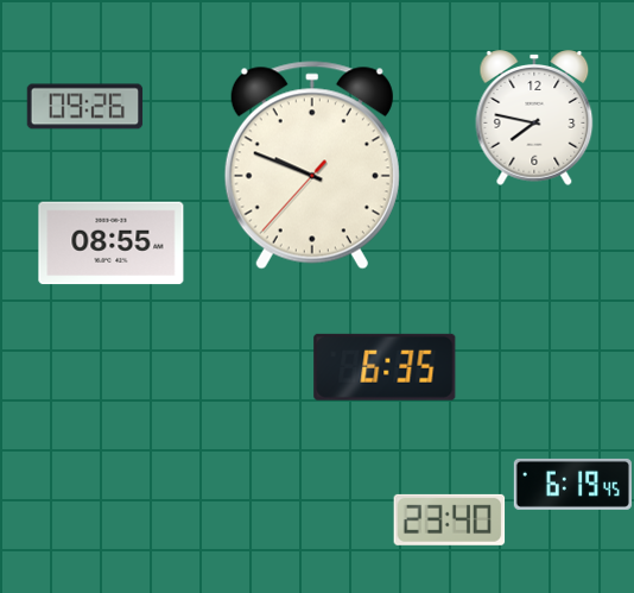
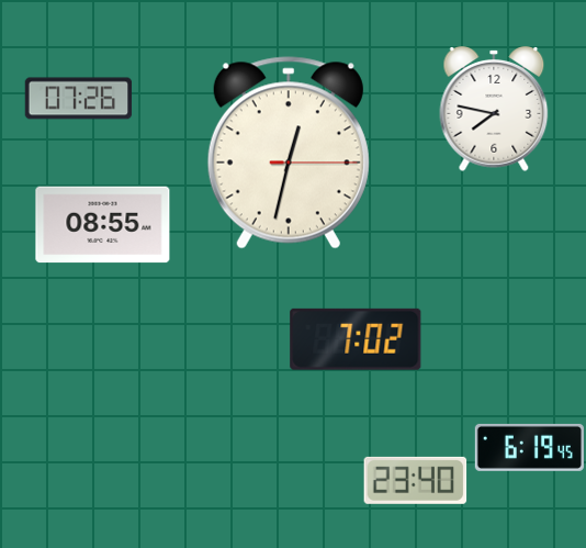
clock at (85, 107): 09:26 -> 07:26
clock at (312, 165): 9:48 -> 12:32
clock at (385, 367): 6:35 -> 7:02
